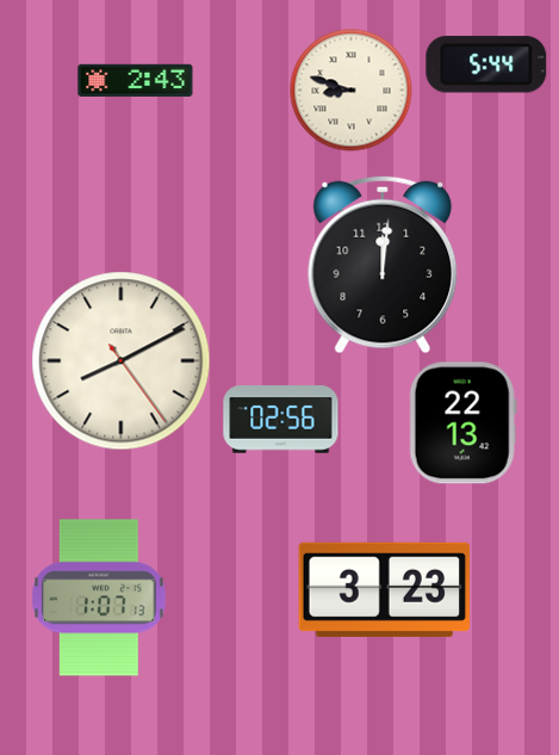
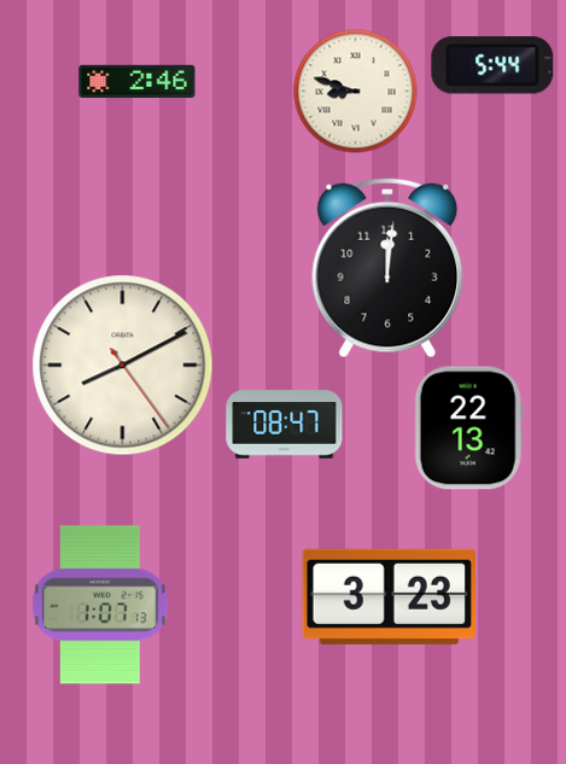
clock at (136, 80): 2:43 -> 2:46
clock at (281, 420): 02:56 -> 08:47
